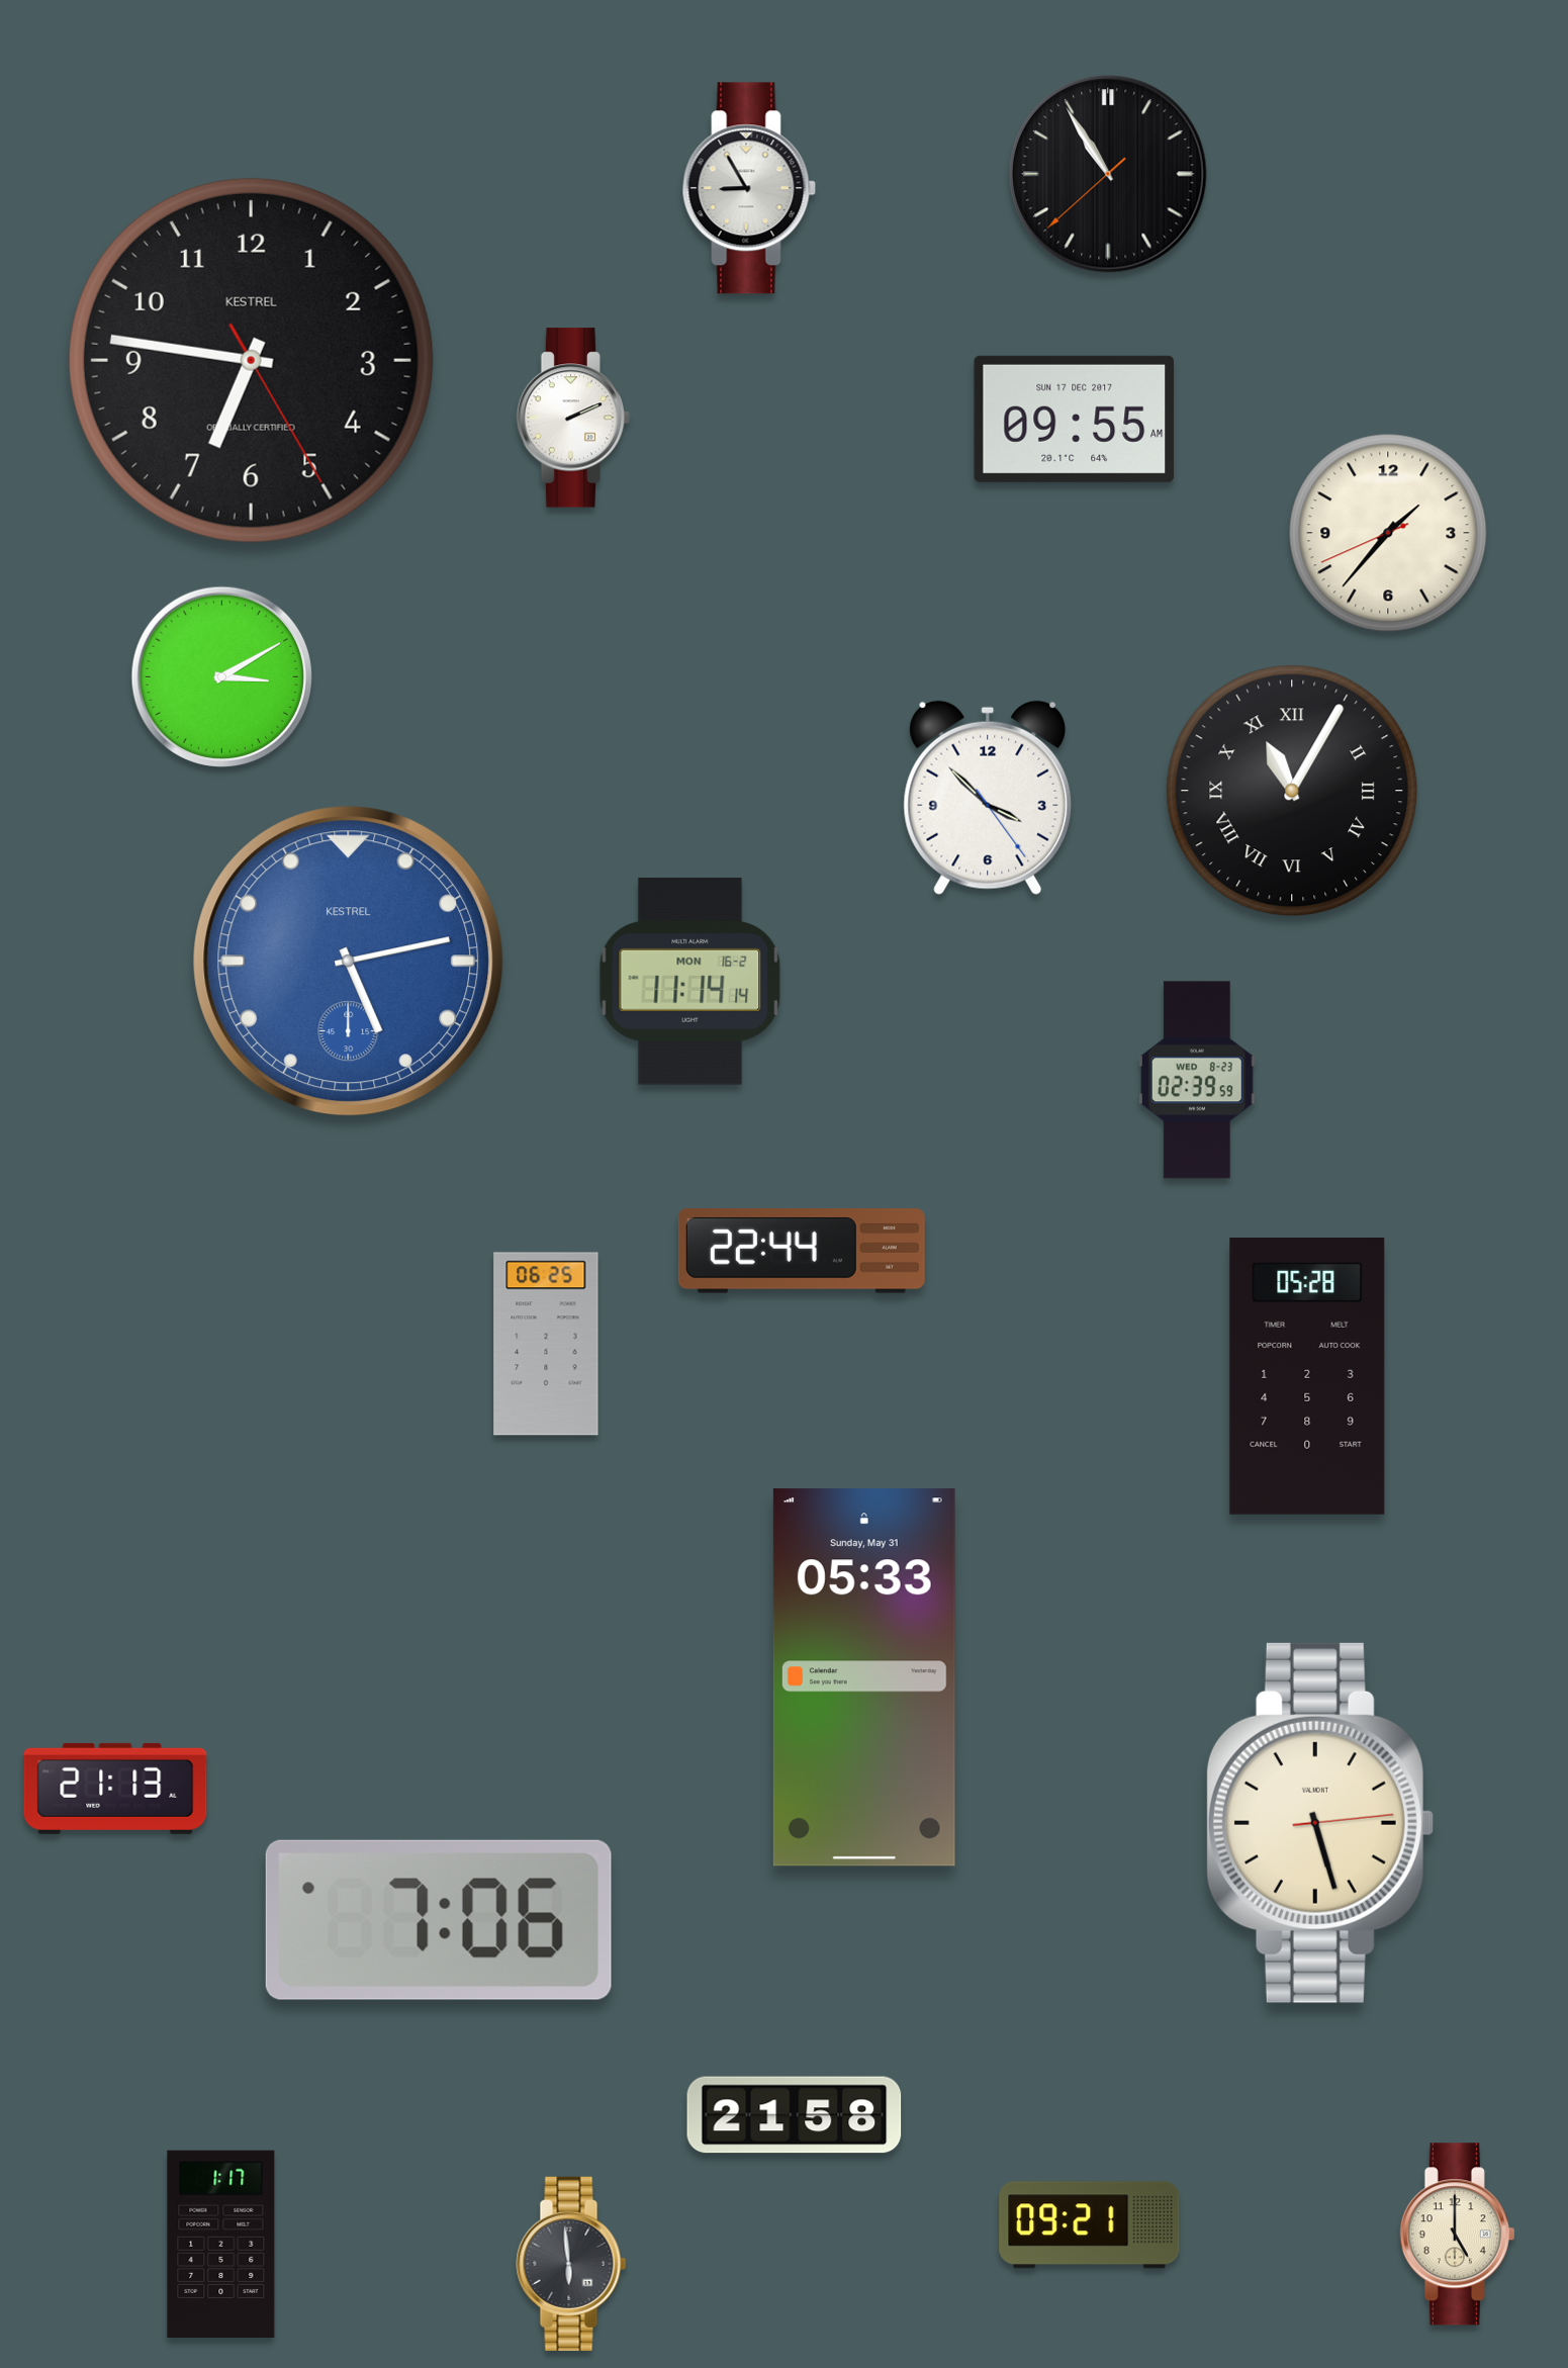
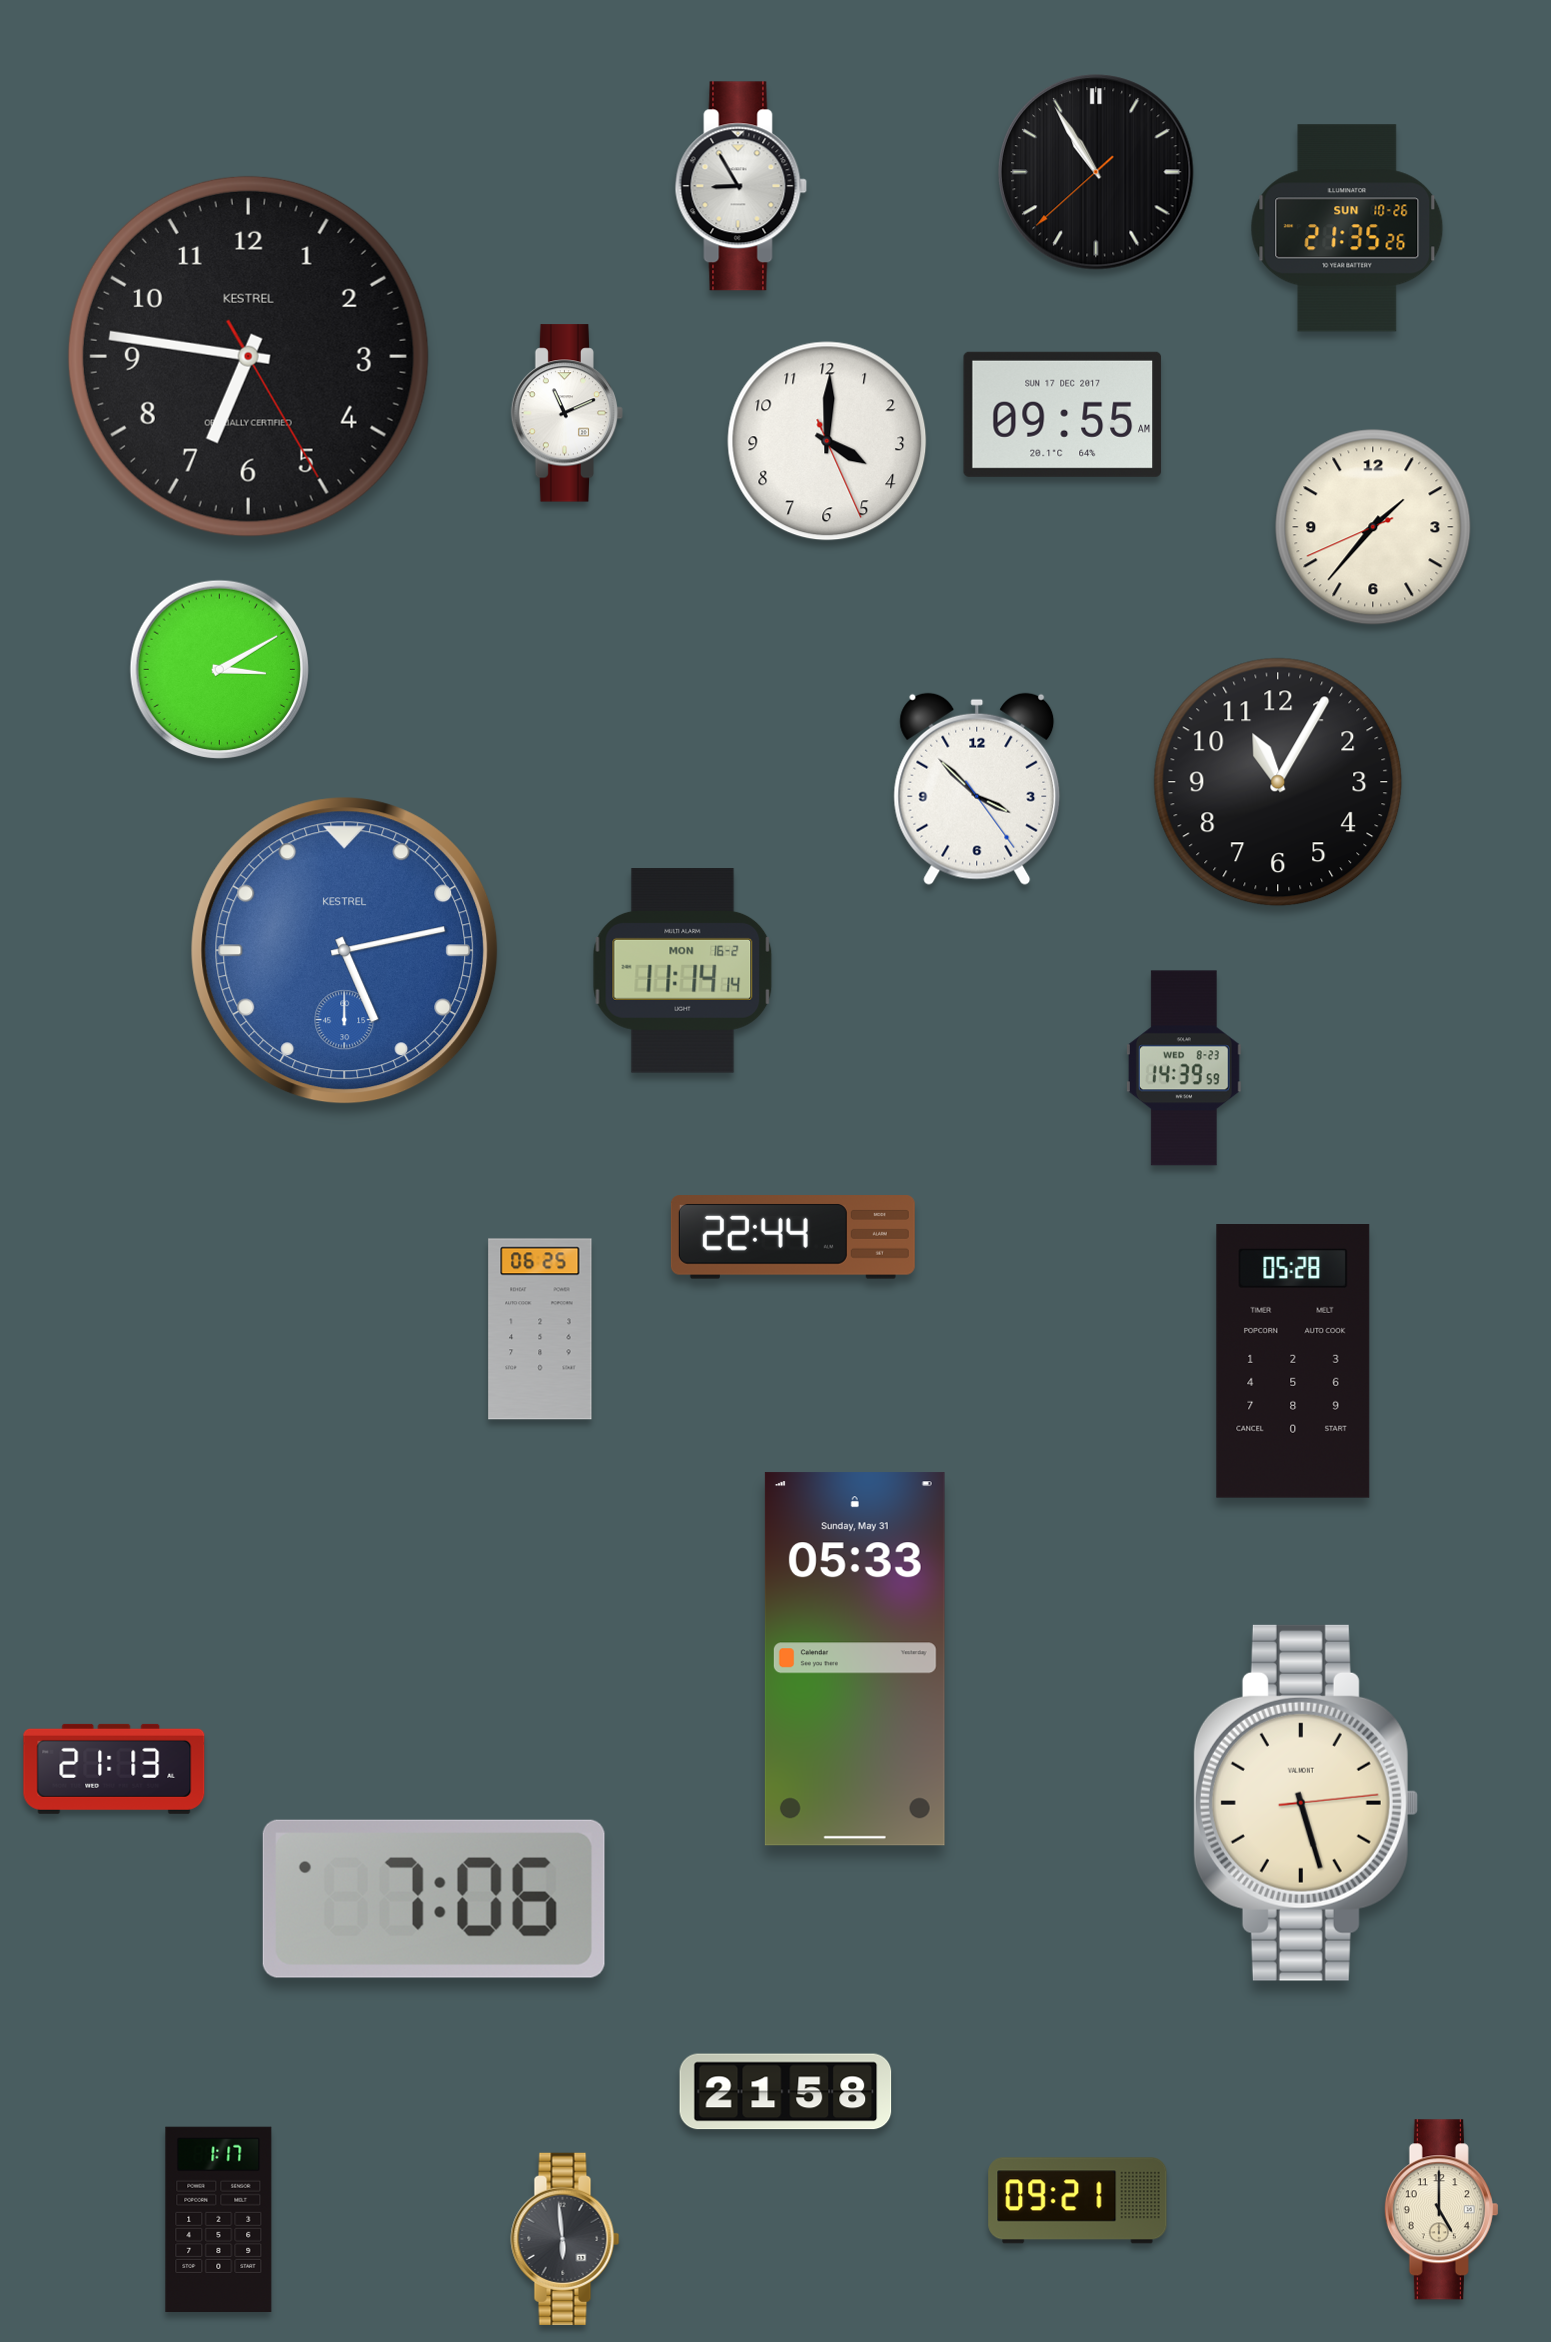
clock at (1347, 228): none -> 21:35
clock at (573, 418): 2:11 -> 11:11
clock at (827, 441): none -> 4:00
clock at (1292, 791) numerals: Roman -> Arabic
clock at (1197, 1080): 02:39 -> 14:39
